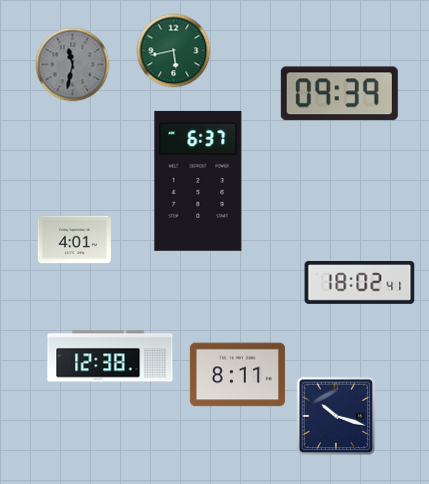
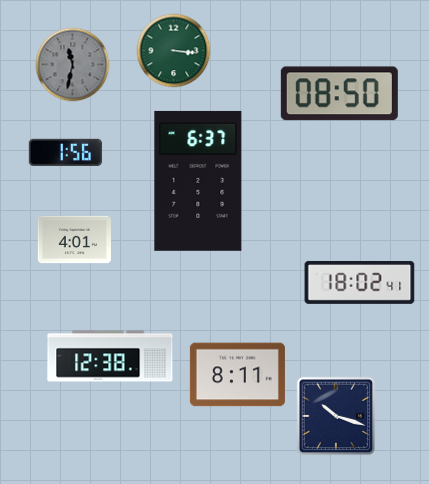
clock at (174, 51): 5:43 -> 3:16
clock at (339, 94): 09:39 -> 08:50
clock at (65, 152): none -> 1:56
